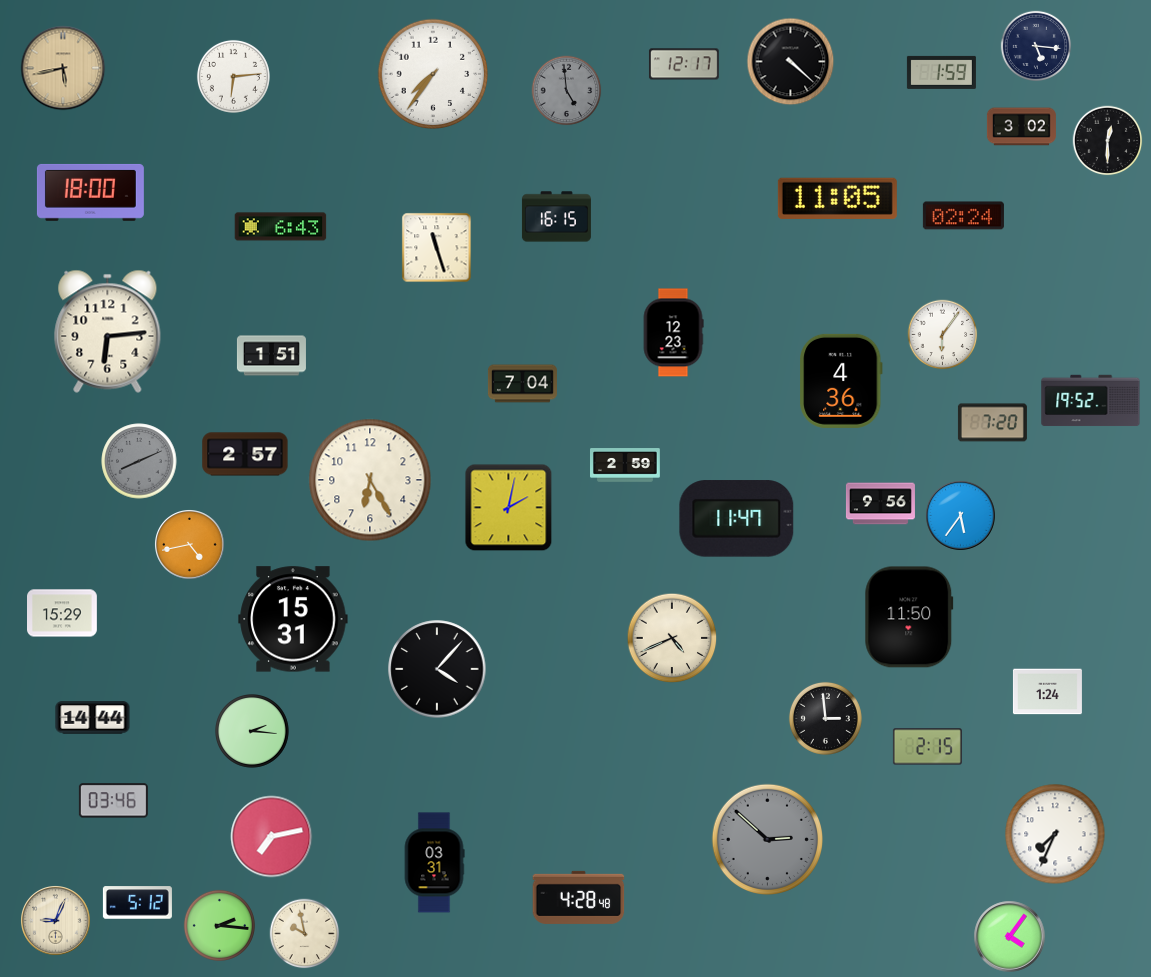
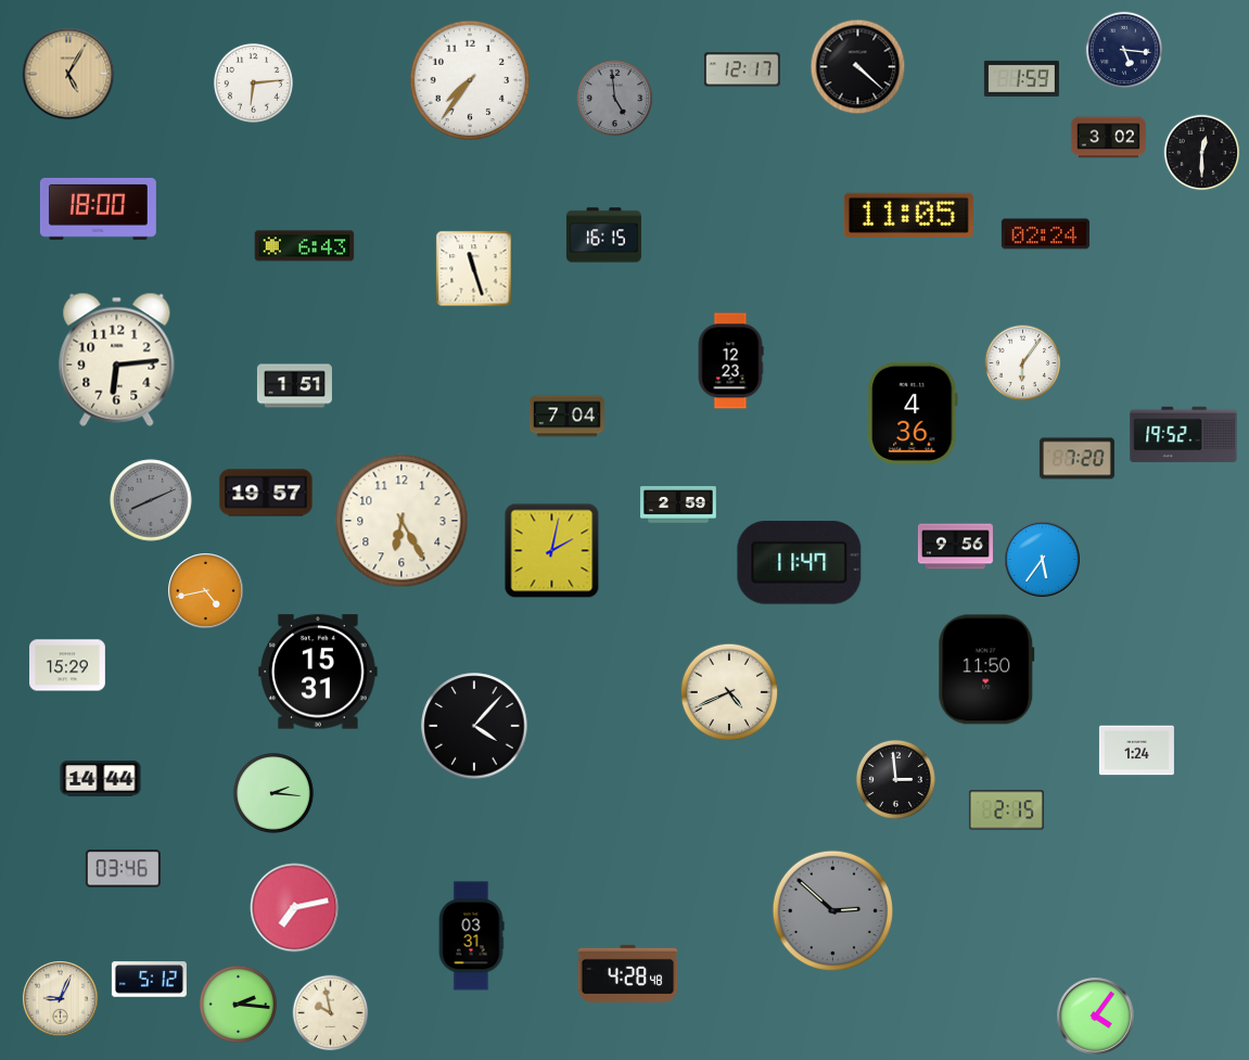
clock at (63, 68): 5:43 -> 5:05
clock at (245, 454): 2:57 -> 19:57
clock at (1055, 834): 7:34 -> none
